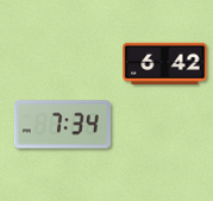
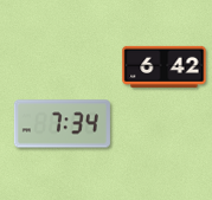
clock at (165, 63) position: (165, 63) -> (165, 66)
